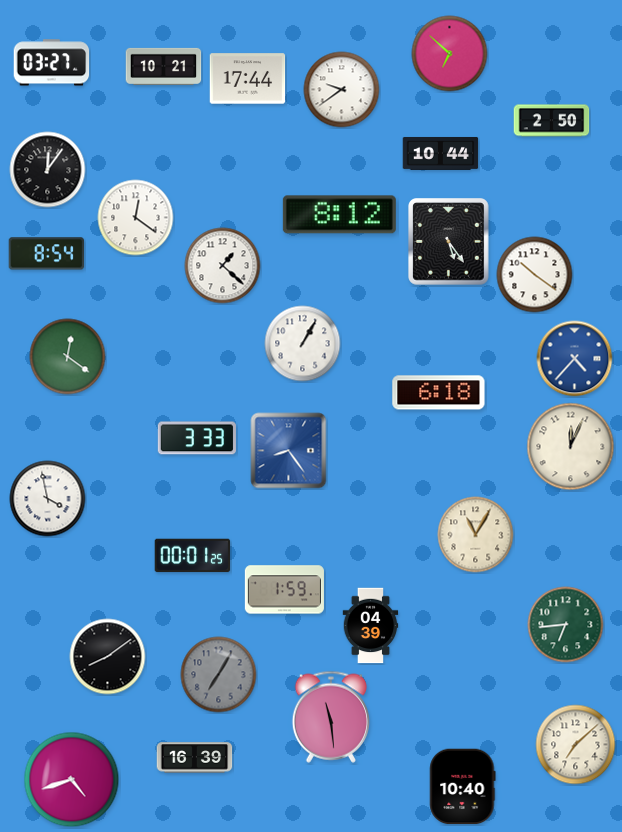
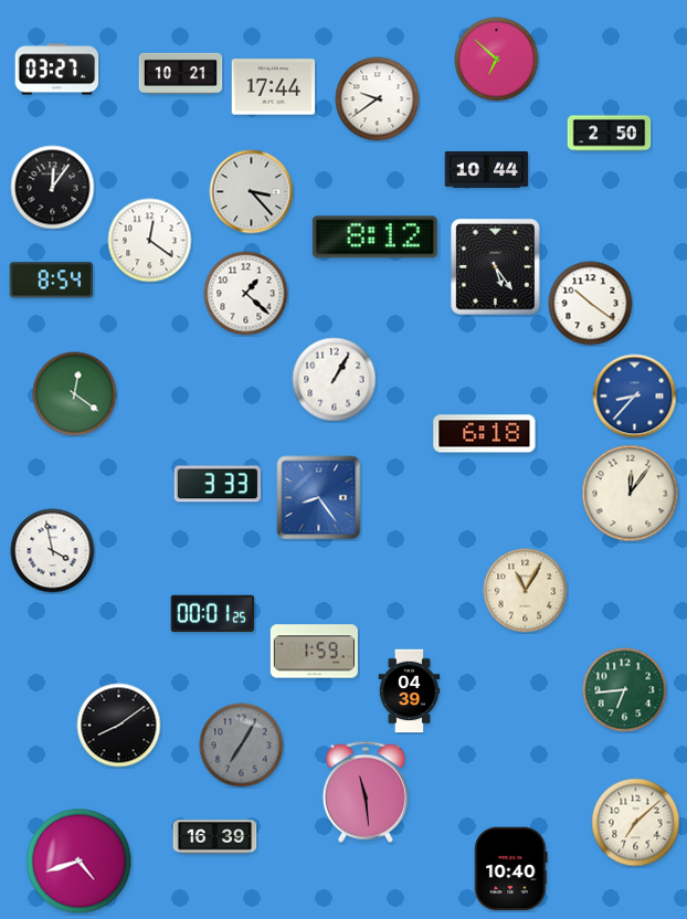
clock at (252, 192): none -> 3:23
clock at (575, 359): 4:37 -> 8:37
clock at (571, 447): 12:04 -> 12:06
